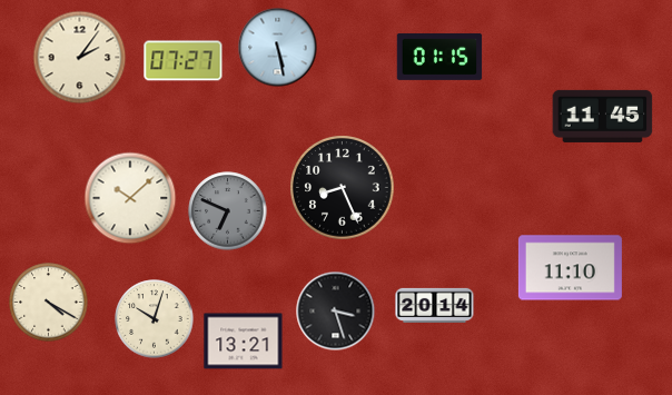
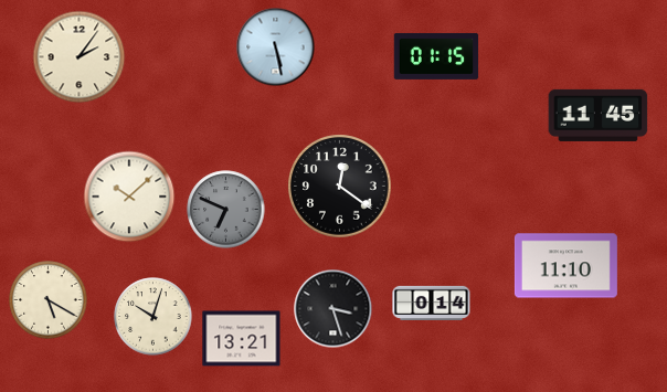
clock at (184, 61): 07:27 -> none
clock at (343, 188): 8:26 -> 12:21
clock at (49, 303): 4:20 -> 5:20
clock at (435, 305): 20:14 -> 0:14
